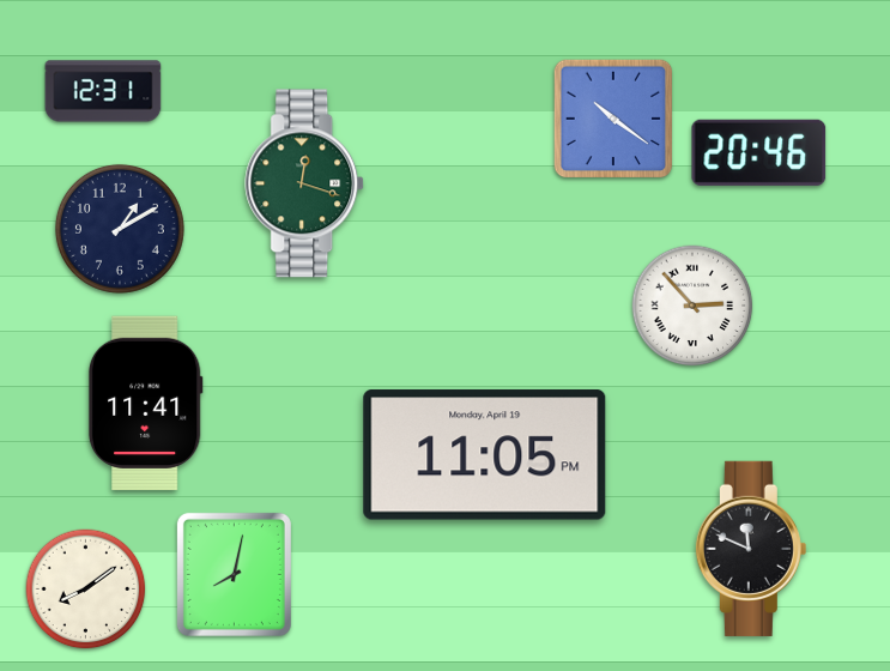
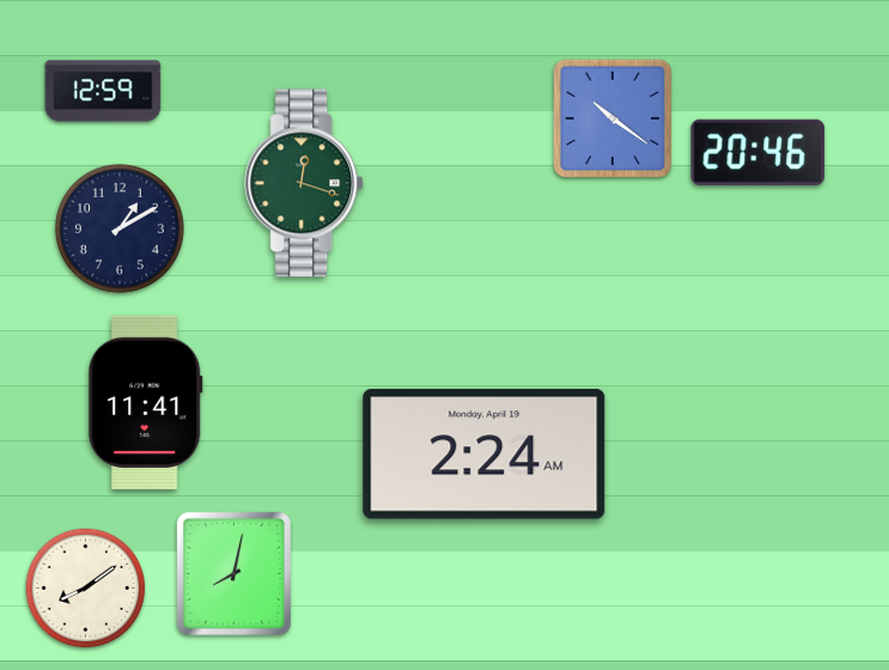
clock at (103, 91): 12:31 -> 12:59
clock at (692, 306): 2:53 -> none
clock at (485, 455): 11:05 -> 2:24
clock at (751, 549): 11:49 -> none
